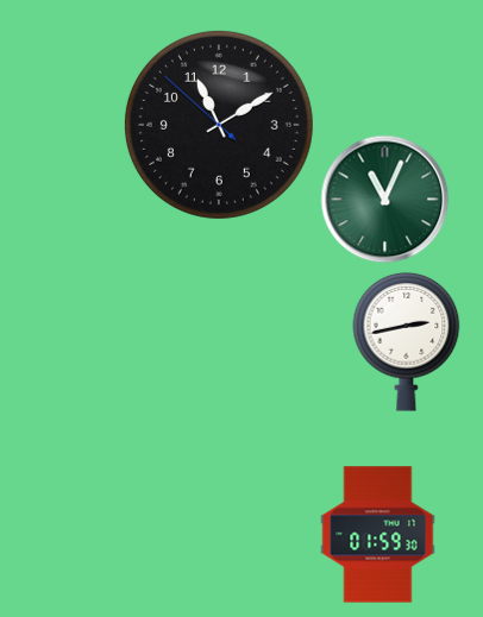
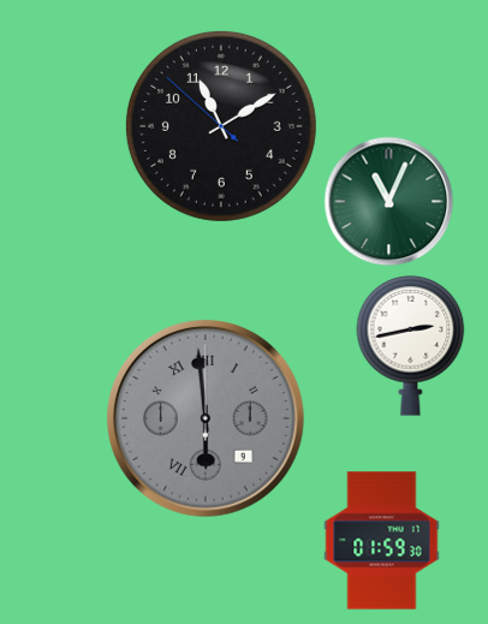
clock at (206, 418): none -> 5:59
